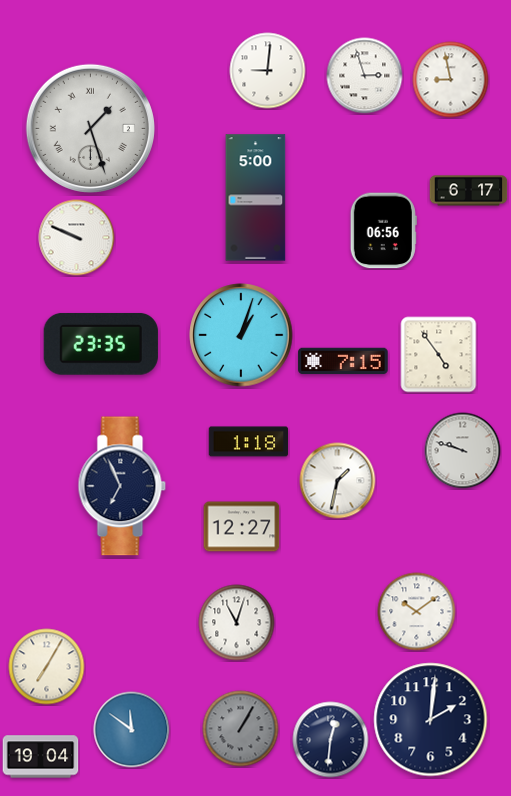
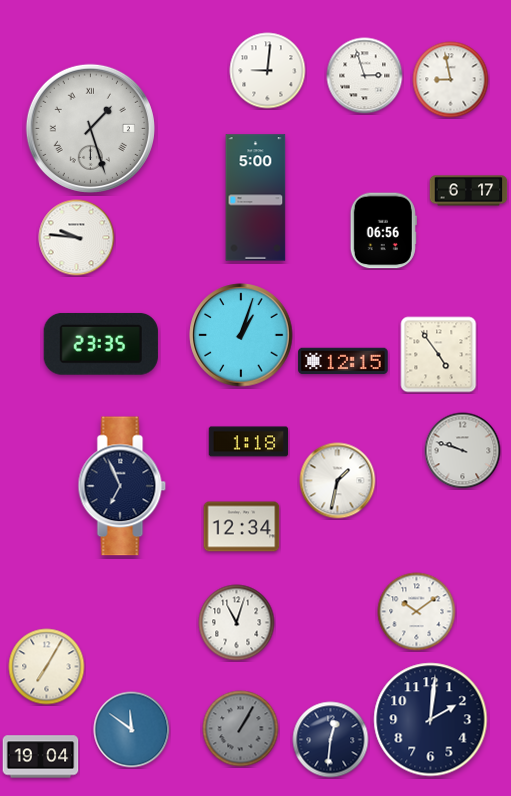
clock at (77, 238): 9:49 -> 9:46
clock at (343, 361): 7:15 -> 12:15
clock at (242, 527): 12:27 -> 12:34
